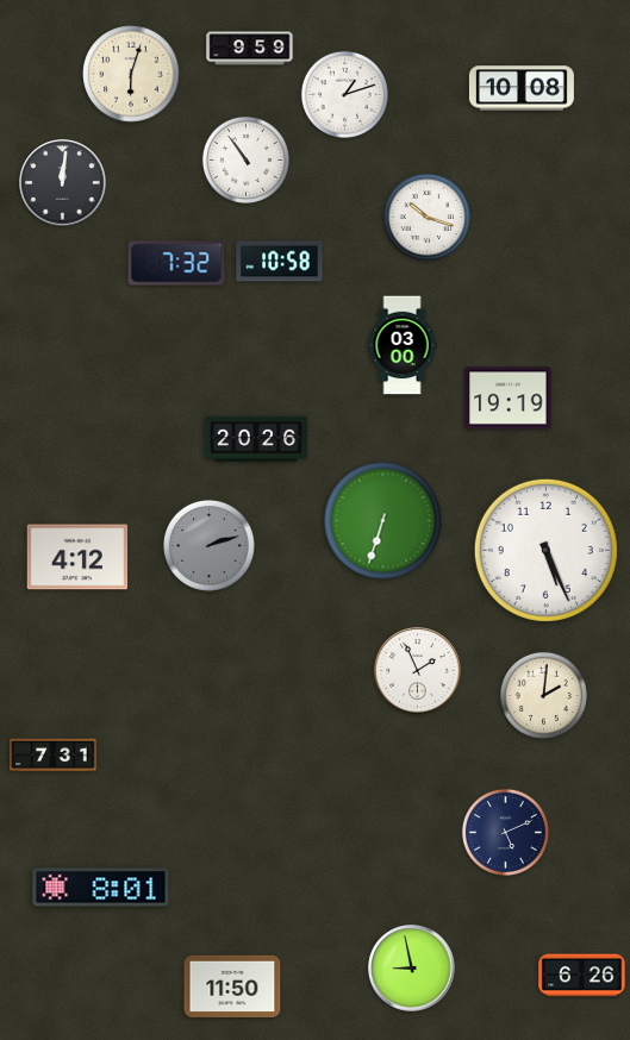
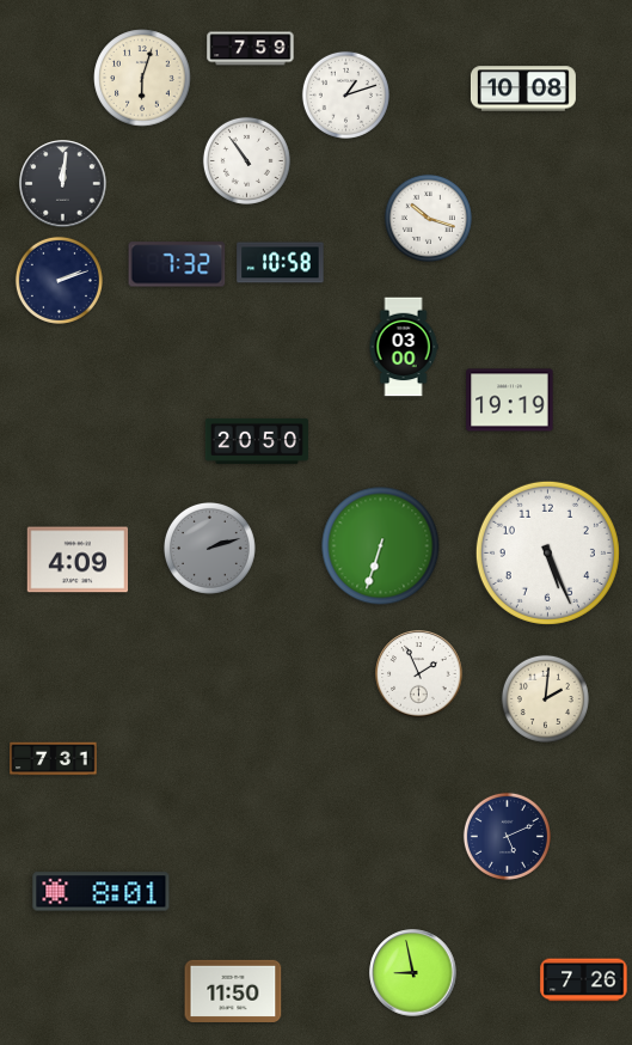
clock at (250, 49): 9:59 -> 7:59
clock at (131, 74) position: (131, 74) -> (142, 78)
clock at (59, 280): none -> 2:12
clock at (256, 439): 20:26 -> 20:50
clock at (383, 521) position: (383, 521) -> (381, 546)
clock at (77, 557): 4:12 -> 4:09
clock at (582, 976): 6:26 -> 7:26
